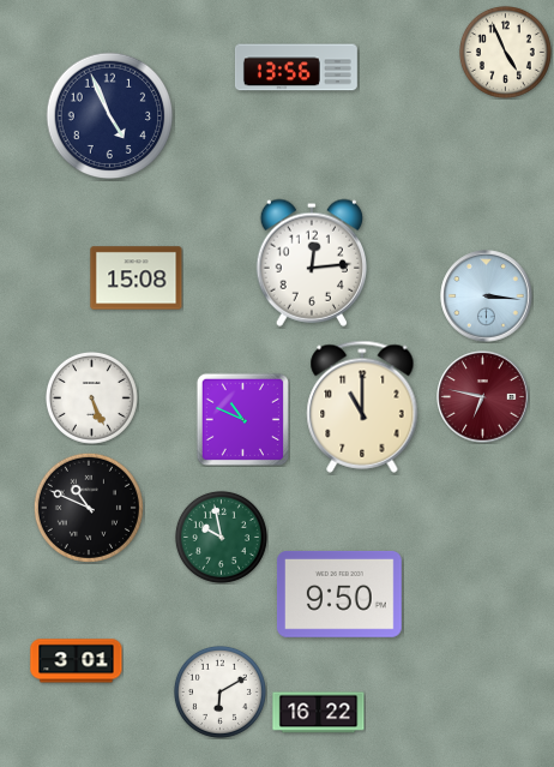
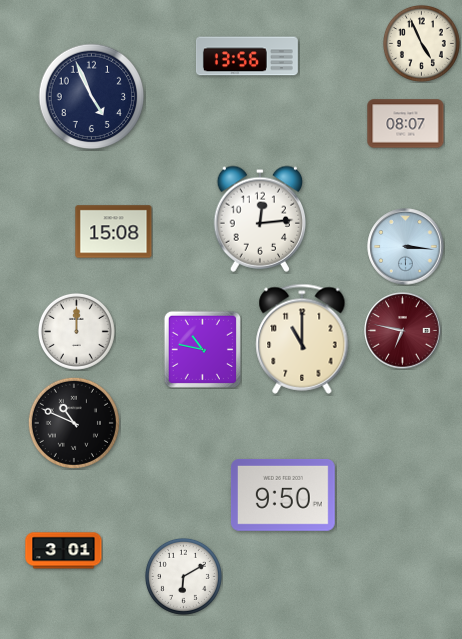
clock at (406, 124): none -> 08:07
clock at (91, 397): 5:26 -> 12:00
clock at (242, 419): 10:49 -> 10:47
clock at (221, 537): 9:58 -> none
clock at (319, 713): 16:22 -> none
